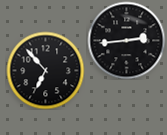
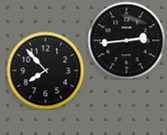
clock at (45, 70): 6:53 -> 7:53
